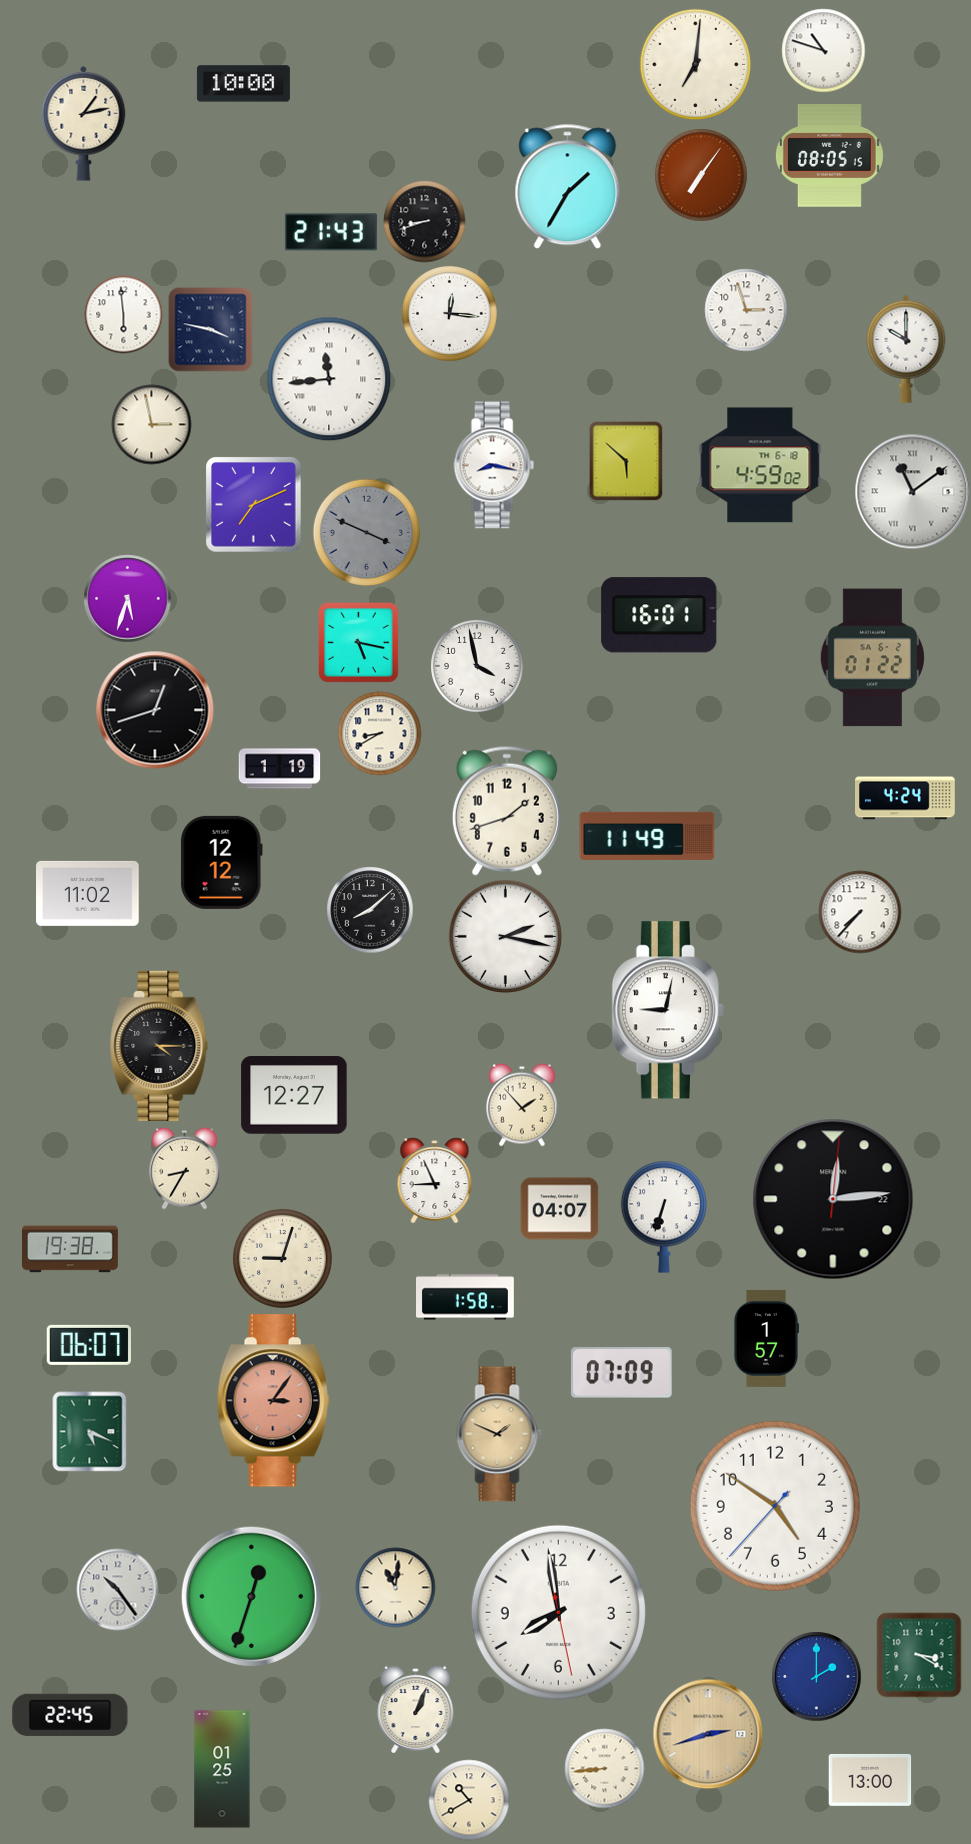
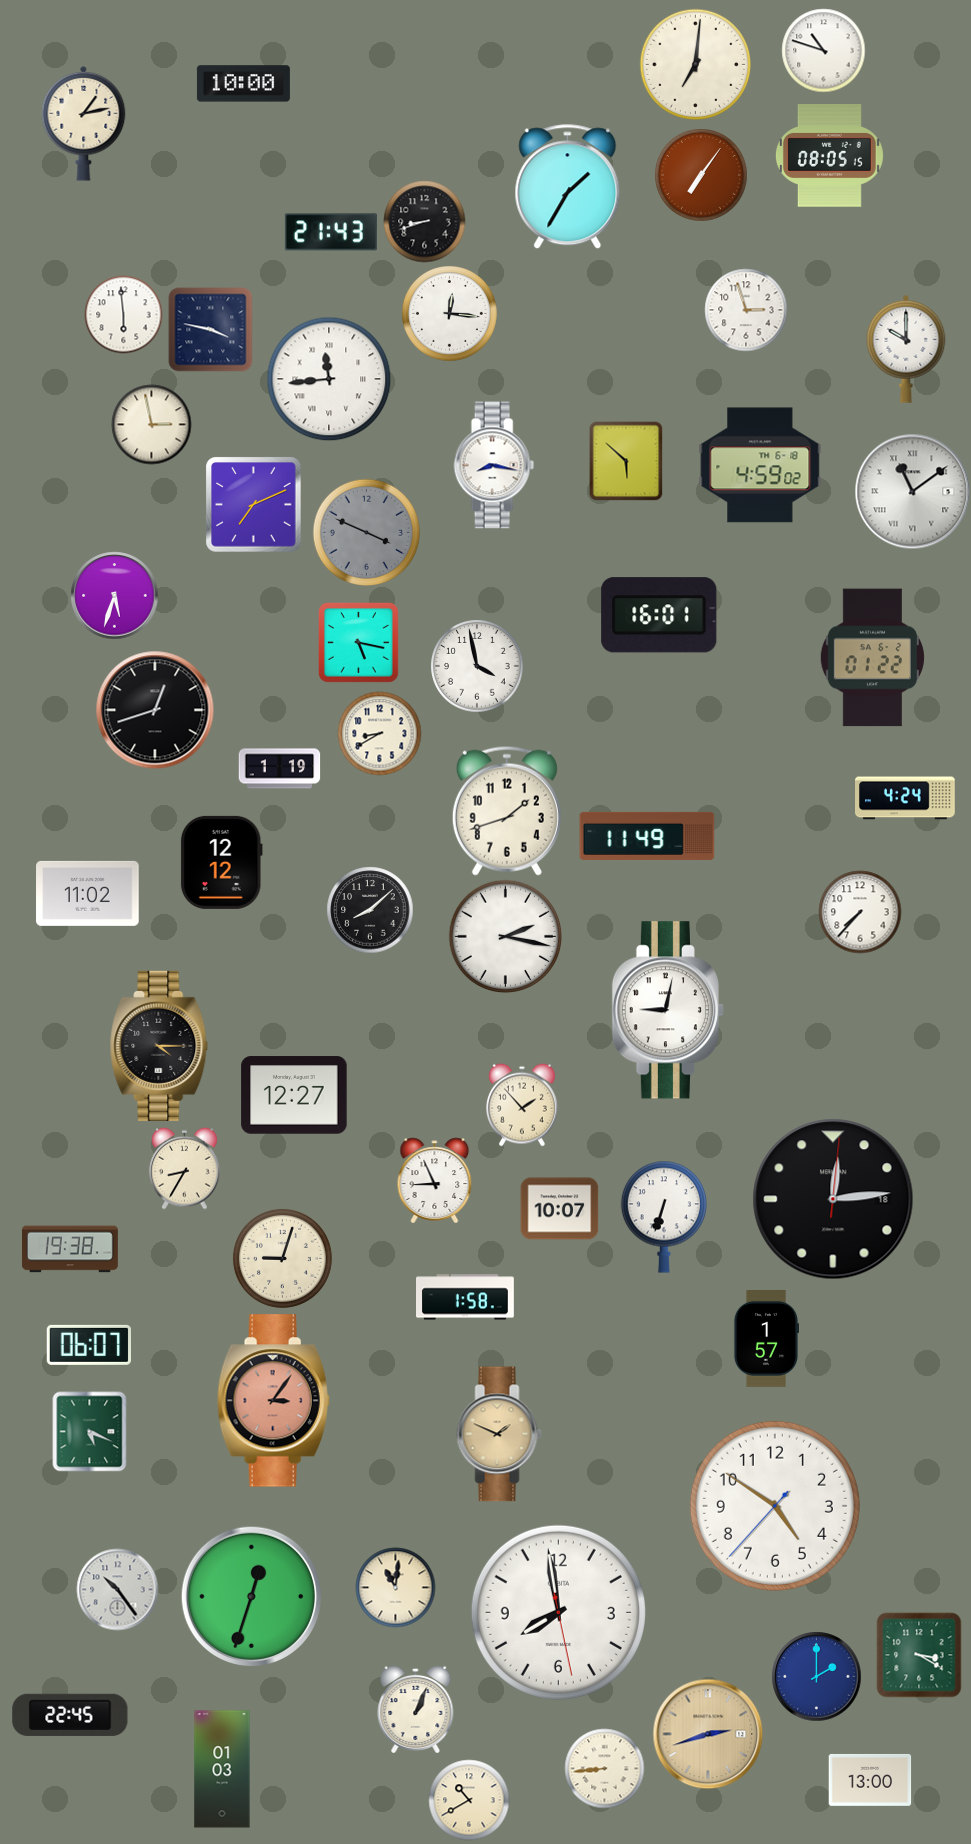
clock at (127, 598) position: (127, 598) -> (114, 595)
clock at (833, 1199) date: 22 -> 18
clock at (559, 1209): 04:07 -> 10:07
clock at (621, 1373): 07:09 -> none
clock at (222, 1769): 01:25 -> 01:03
